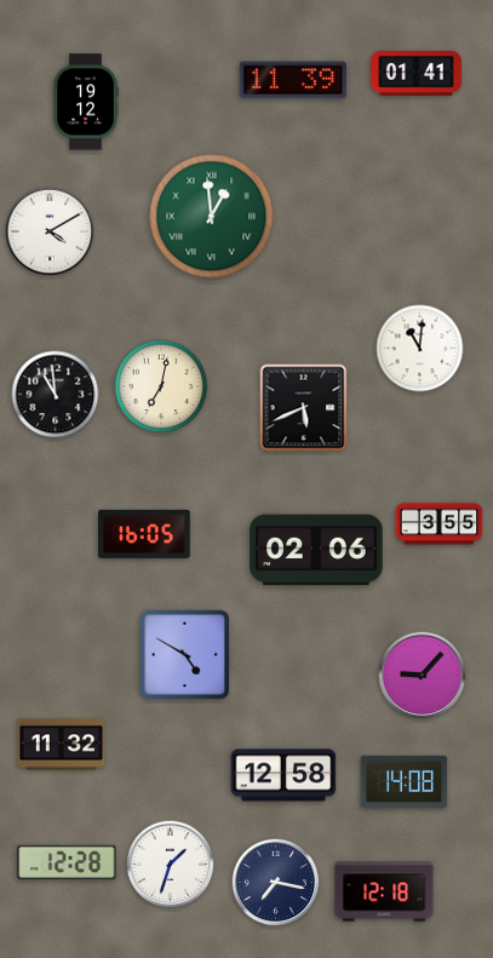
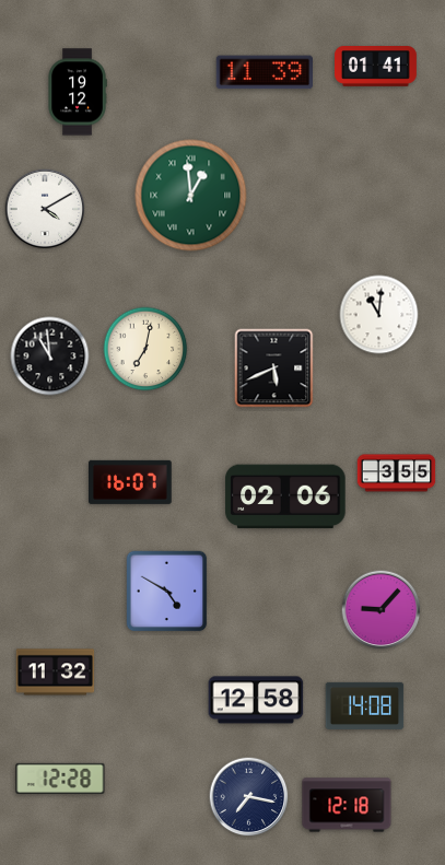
clock at (145, 534): 16:05 -> 16:07
clock at (171, 865): 1:33 -> none
